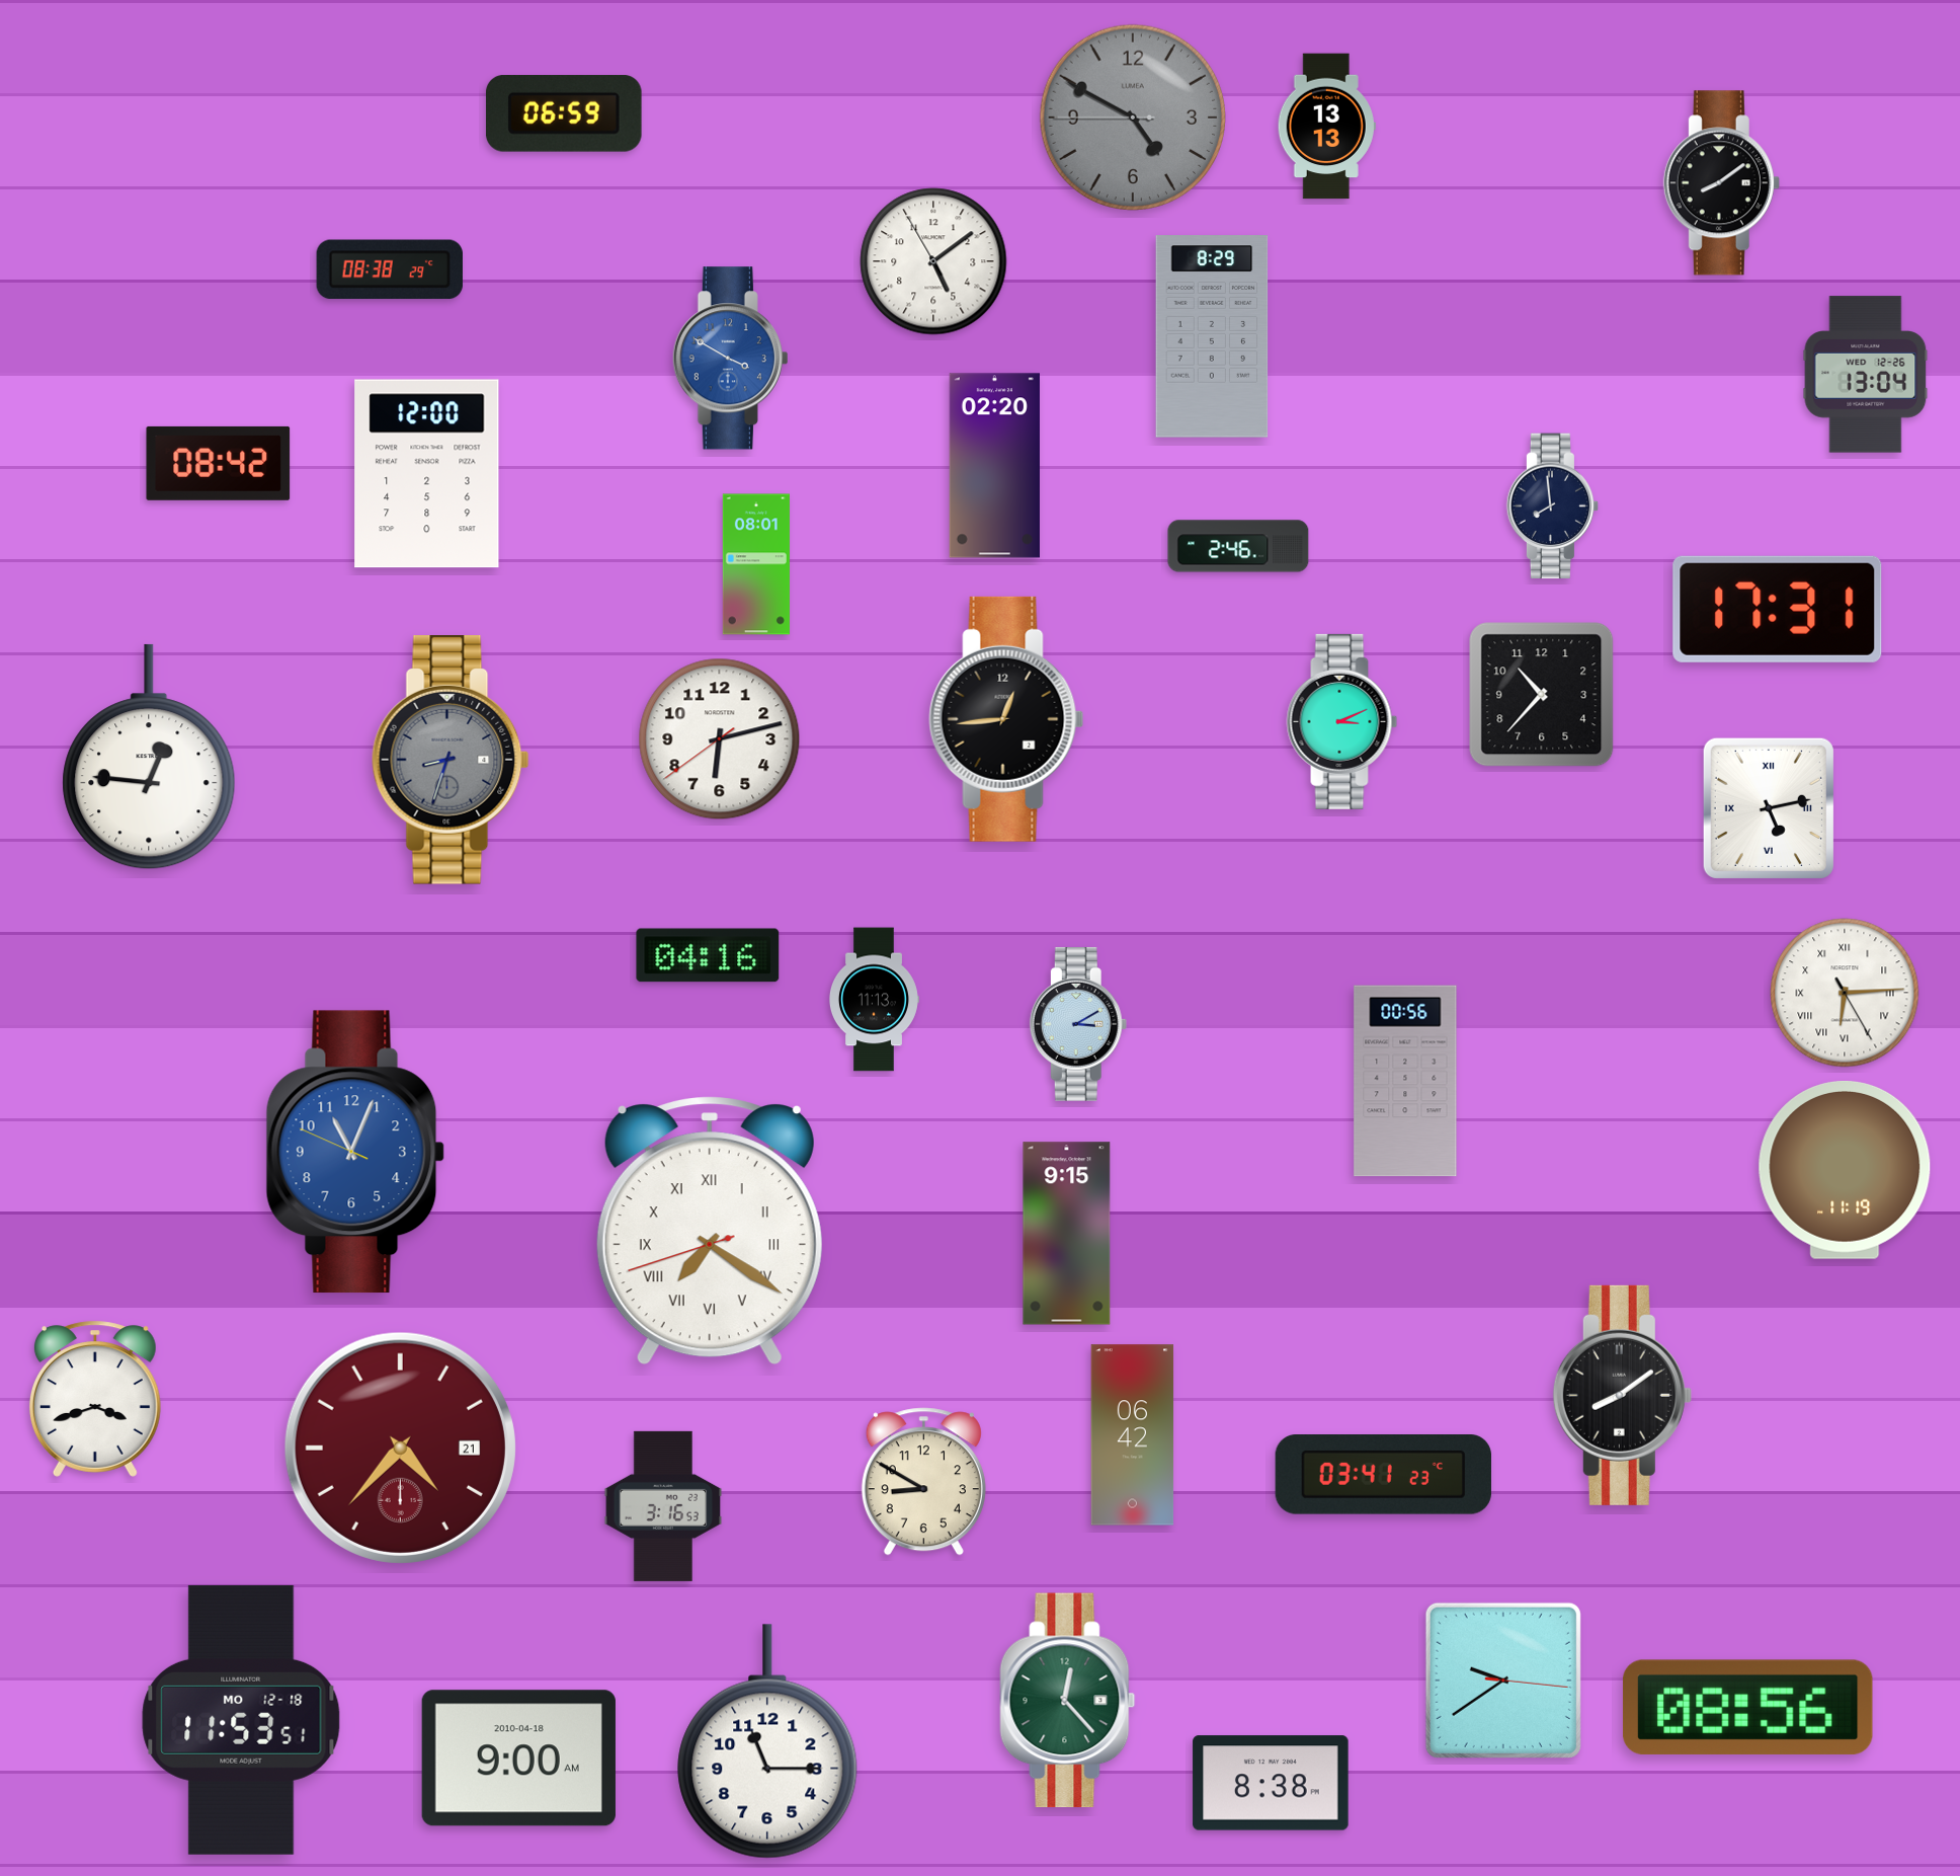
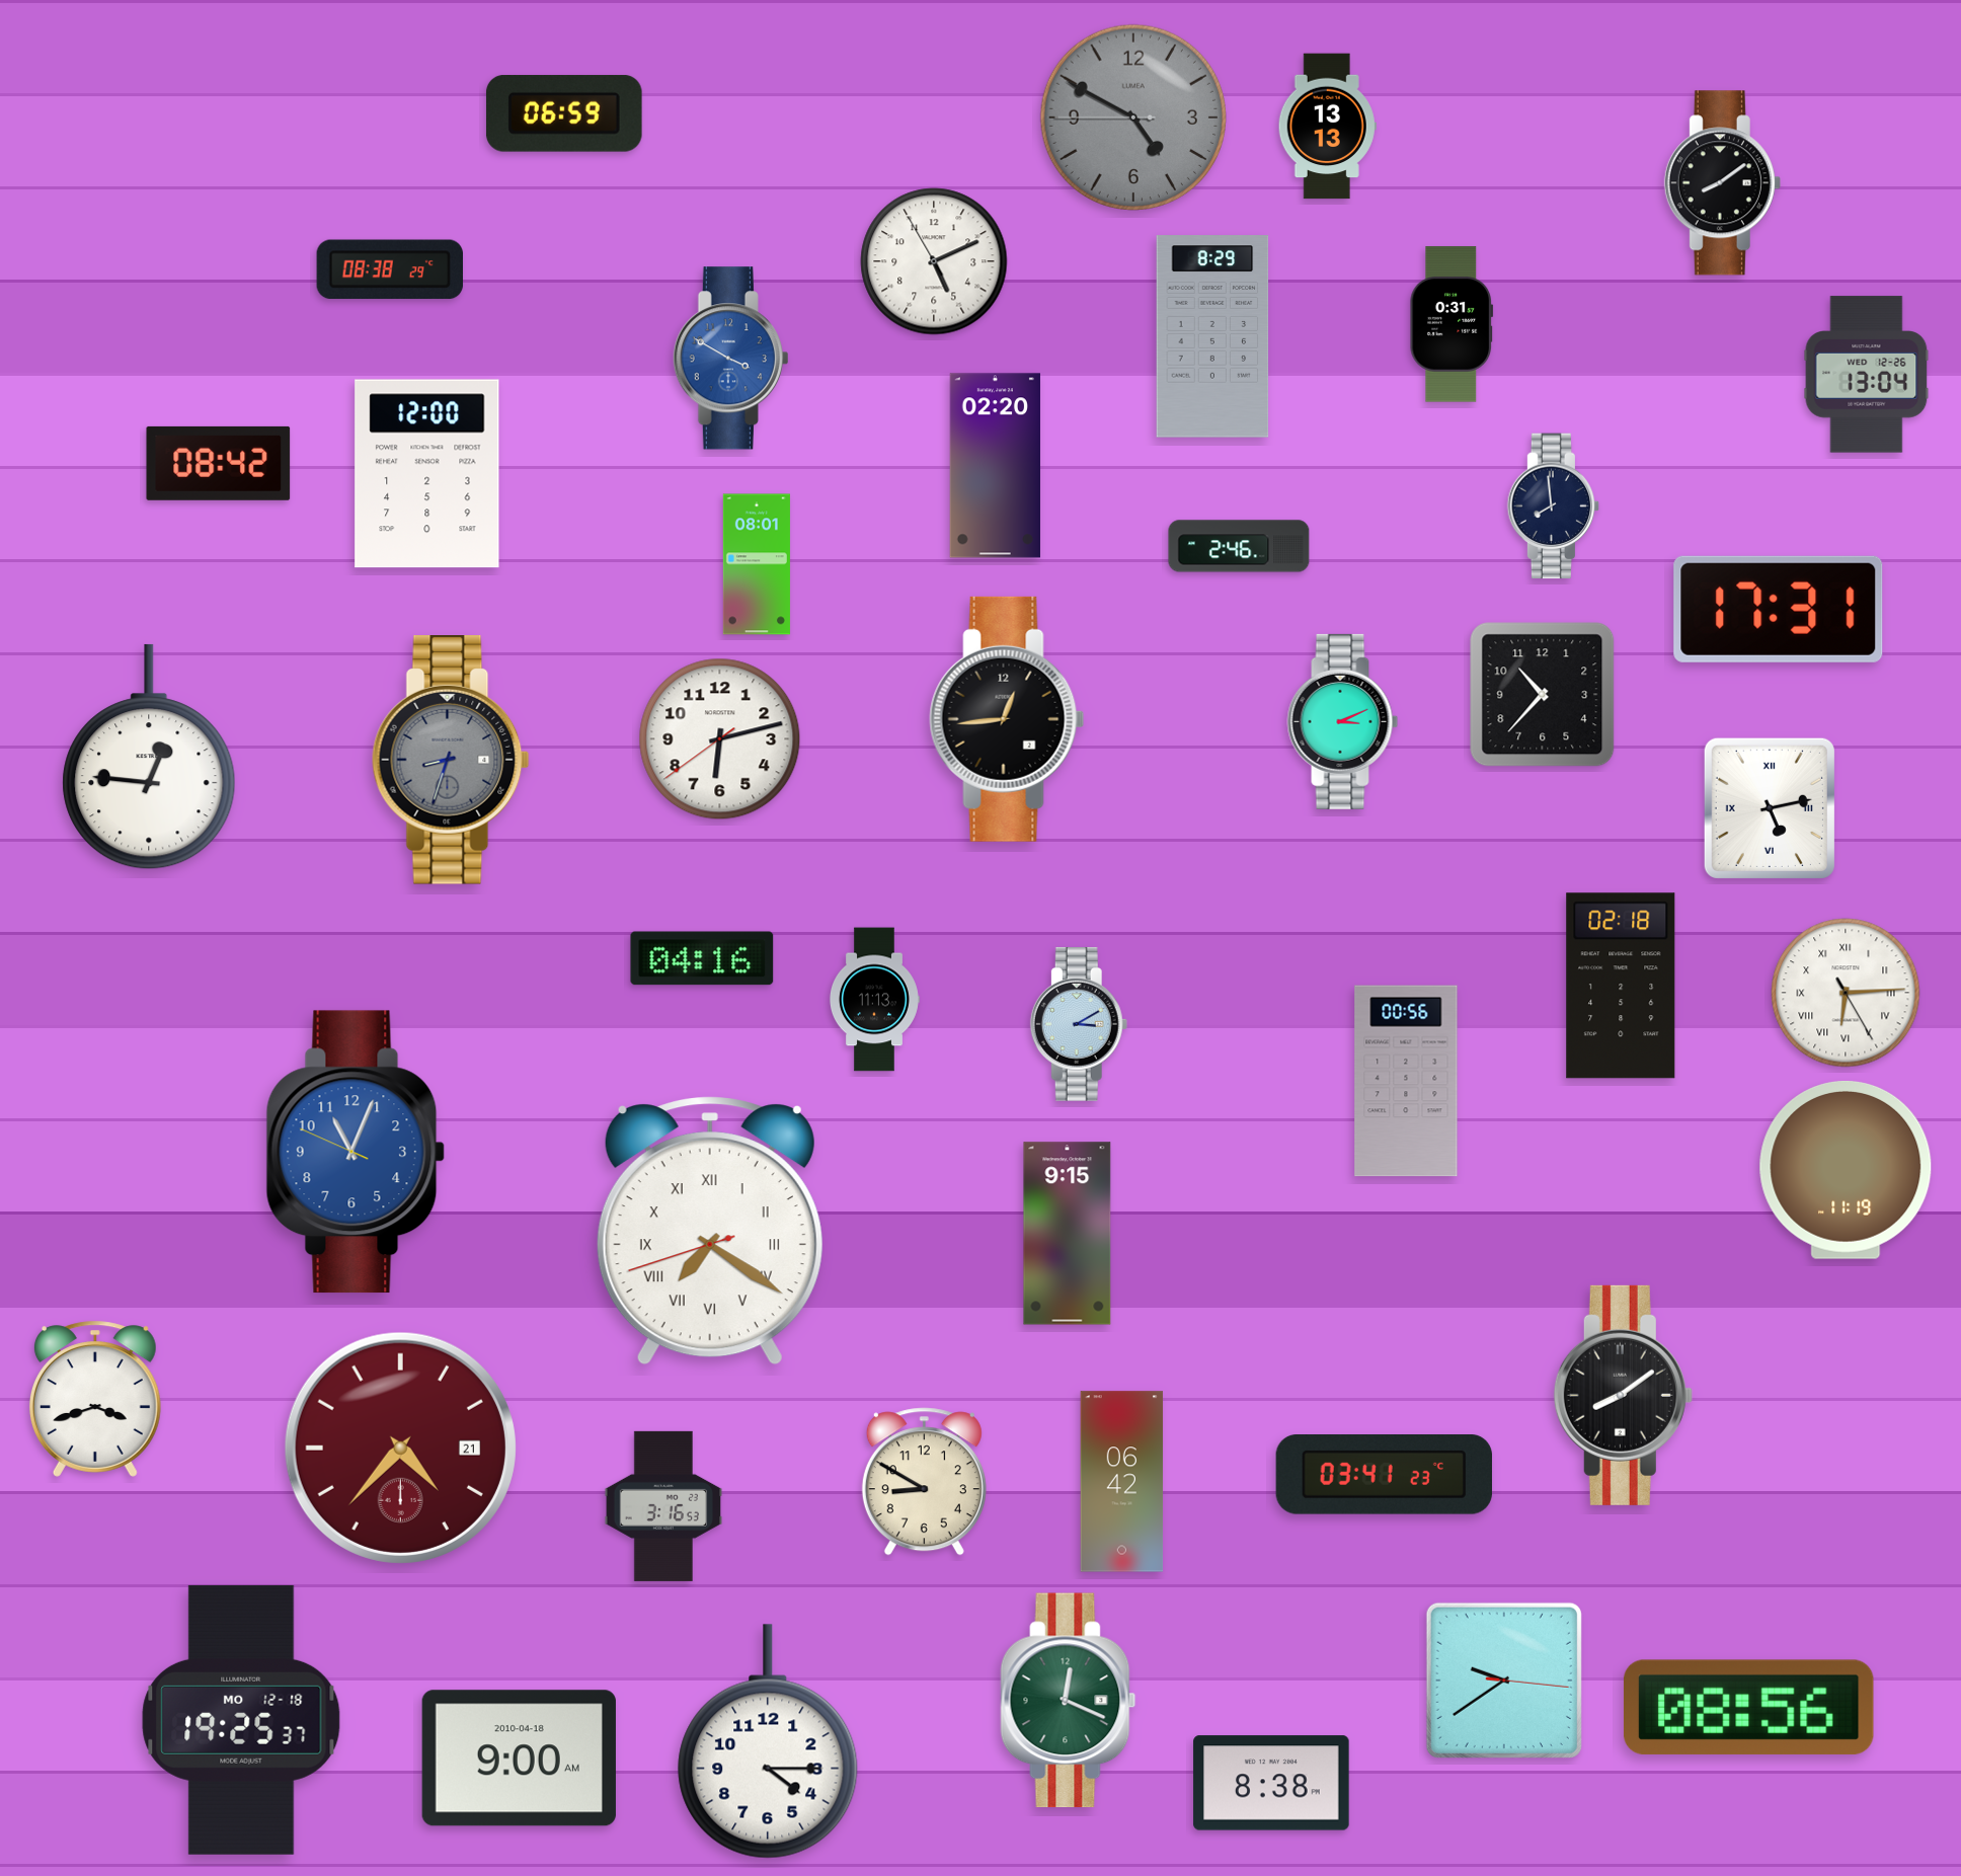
clock at (933, 261): 5:08 -> 5:10
clock at (1452, 324): none -> 0:31
clock at (708, 955) position: (708, 955) -> (702, 958)
clock at (1621, 986): none -> 02:18
clock at (1133, 1435) position: (1133, 1435) -> (1122, 1482)
clock at (1068, 1701): 12:23 -> 12:19
clock at (241, 1720): 11:53 -> 19:25
clock at (767, 1741): 11:15 -> 4:15
